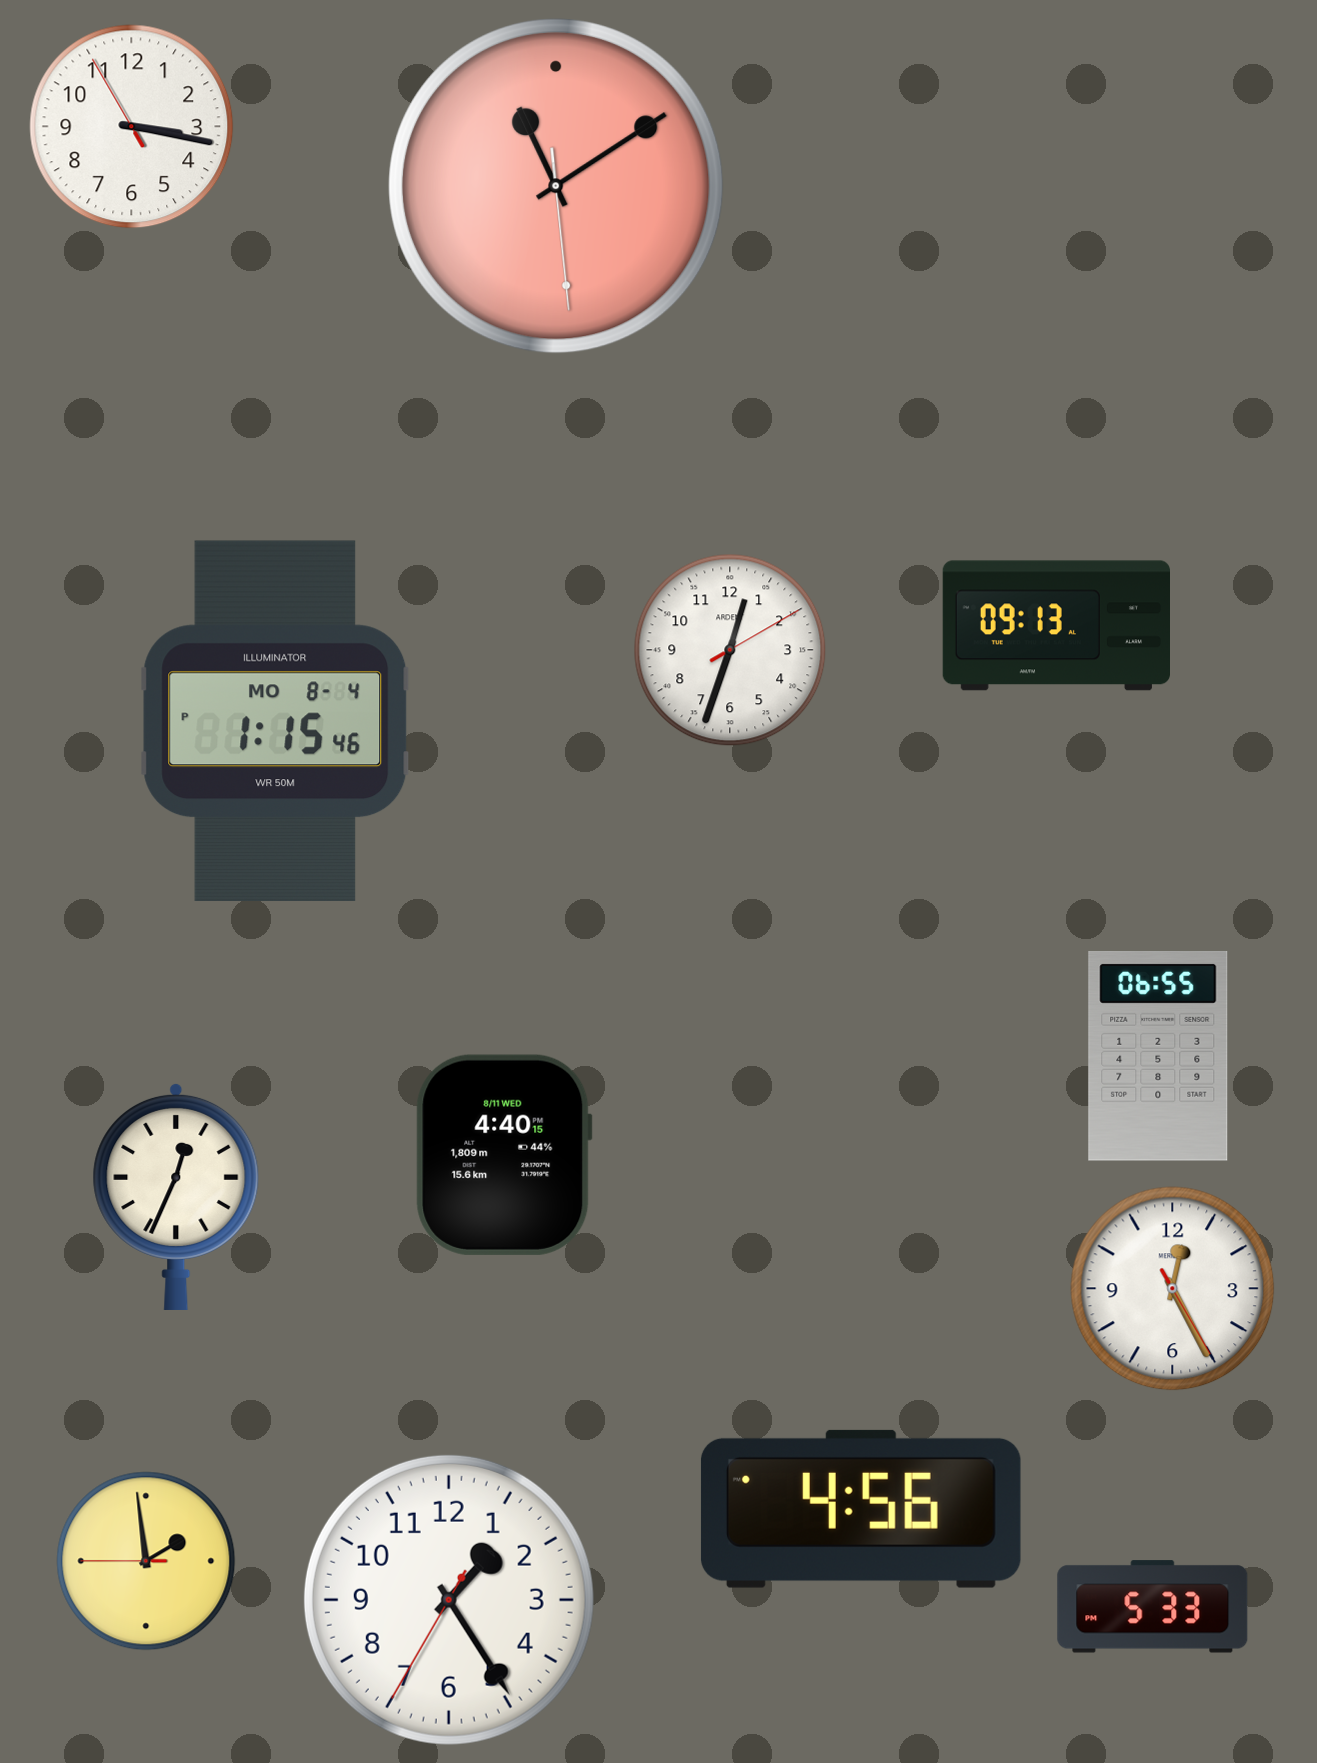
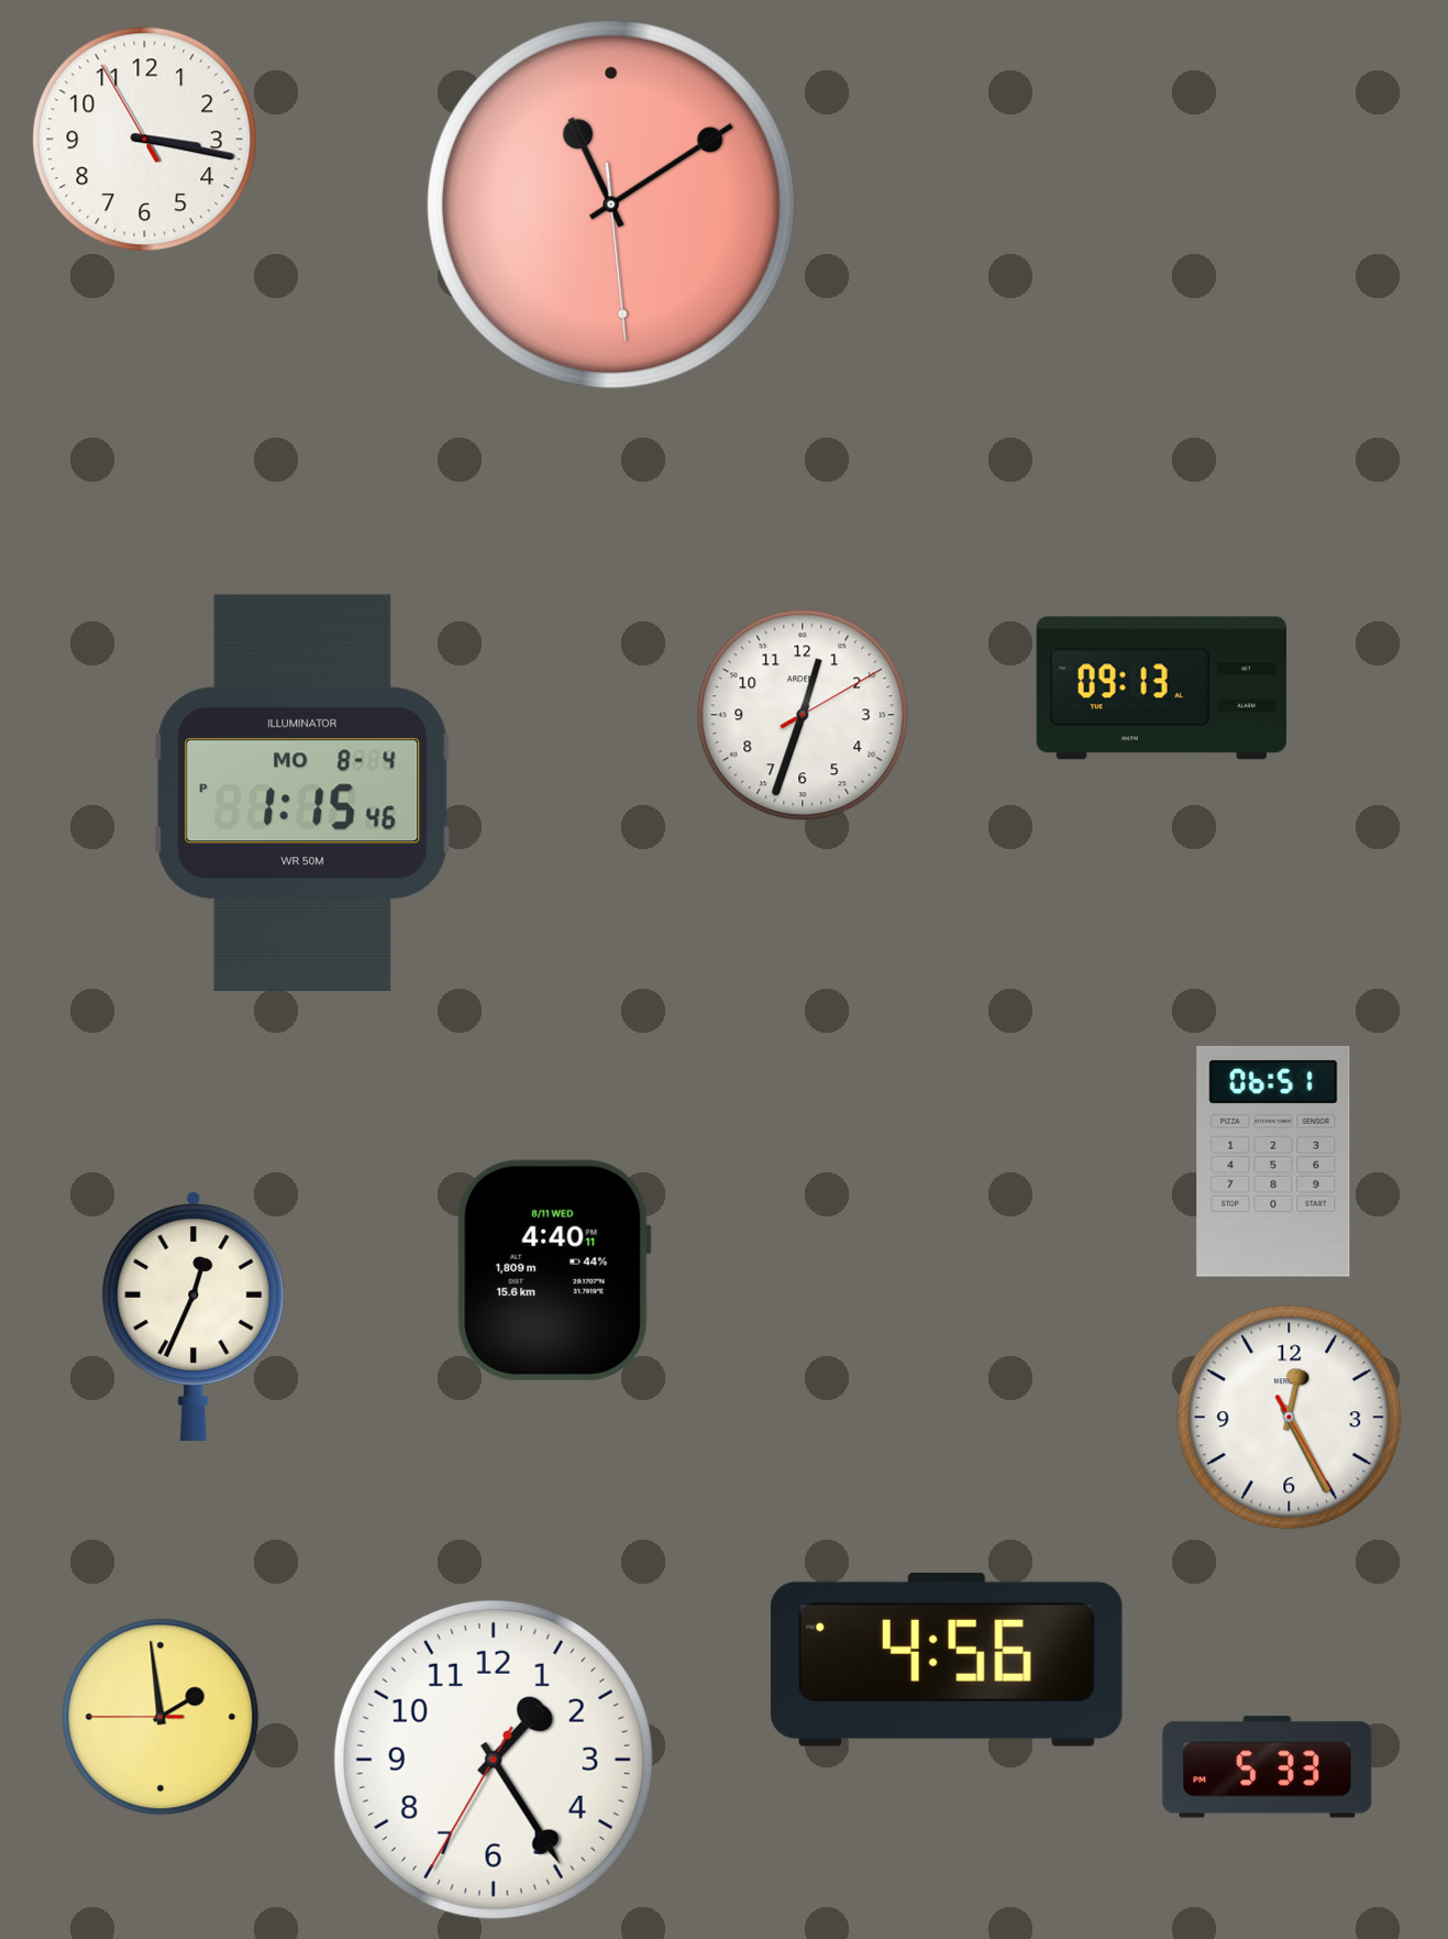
clock at (1158, 1056): 06:55 -> 06:51
clock at (504, 1155): 4:40:15 -> 4:40:11
